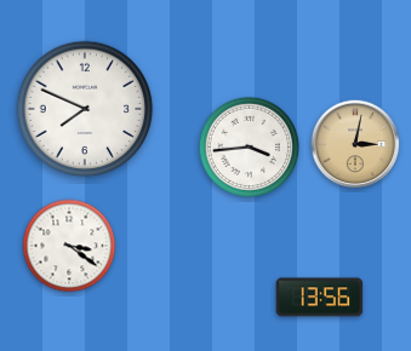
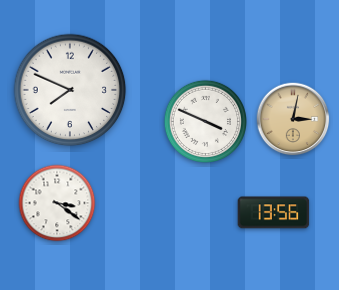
clock at (249, 146): 3:44 -> 3:49
clock at (320, 298) position: (320, 298) -> (274, 213)
